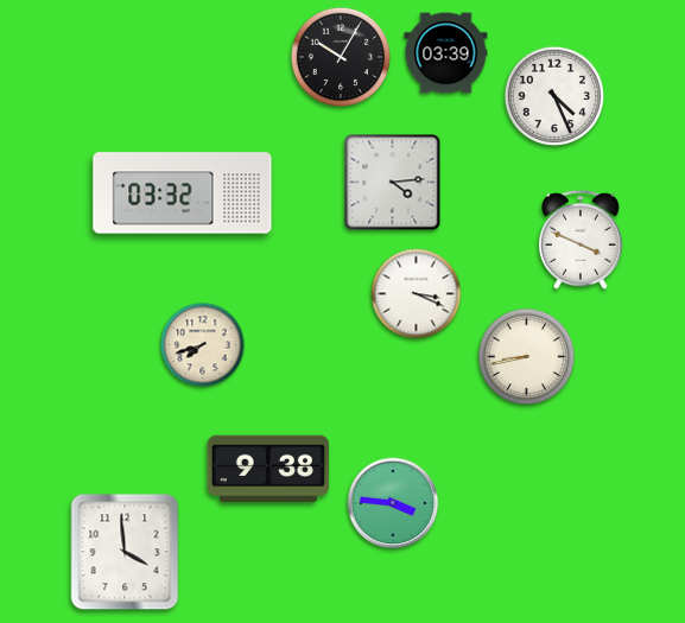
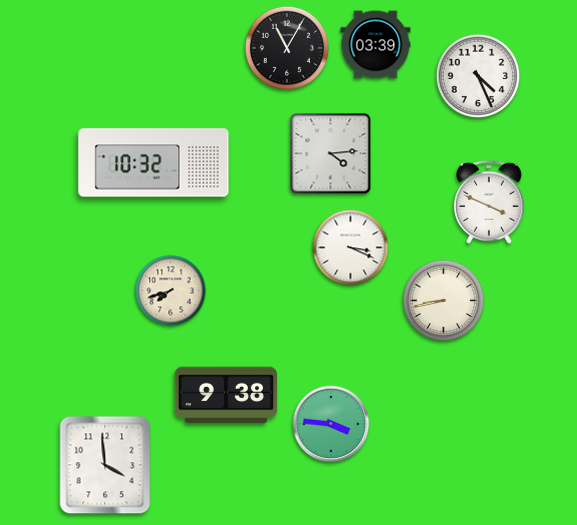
clock at (340, 56): 10:05 -> 11:05
clock at (553, 95) position: (553, 95) -> (477, 75)
clock at (183, 193): 03:32 -> 10:32
